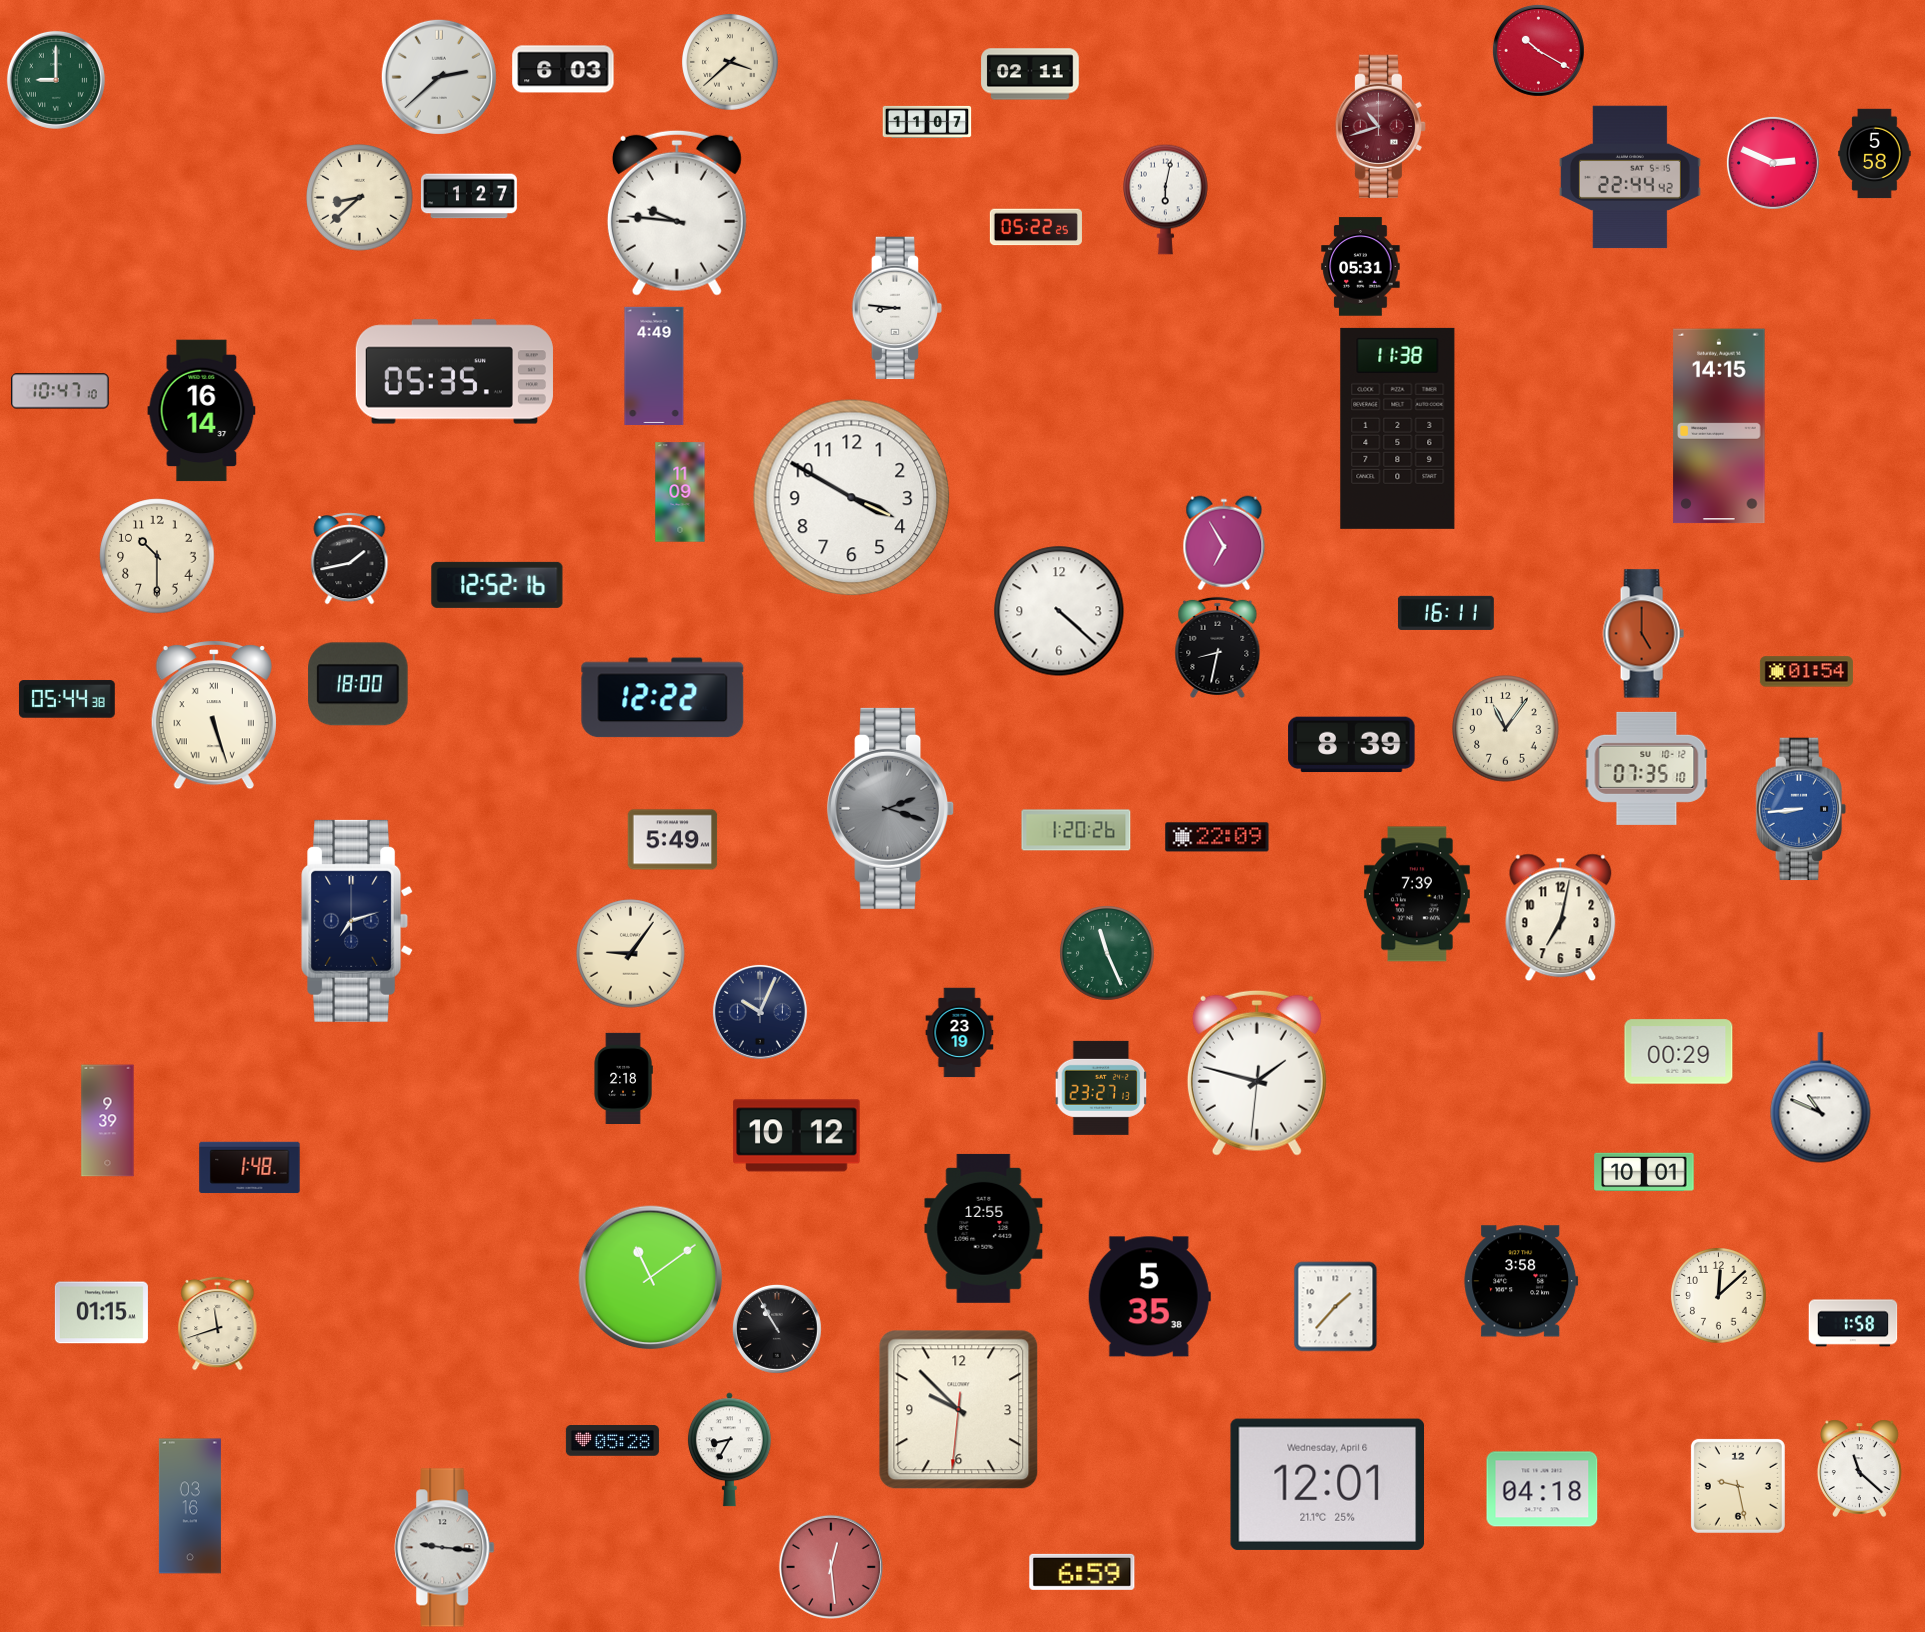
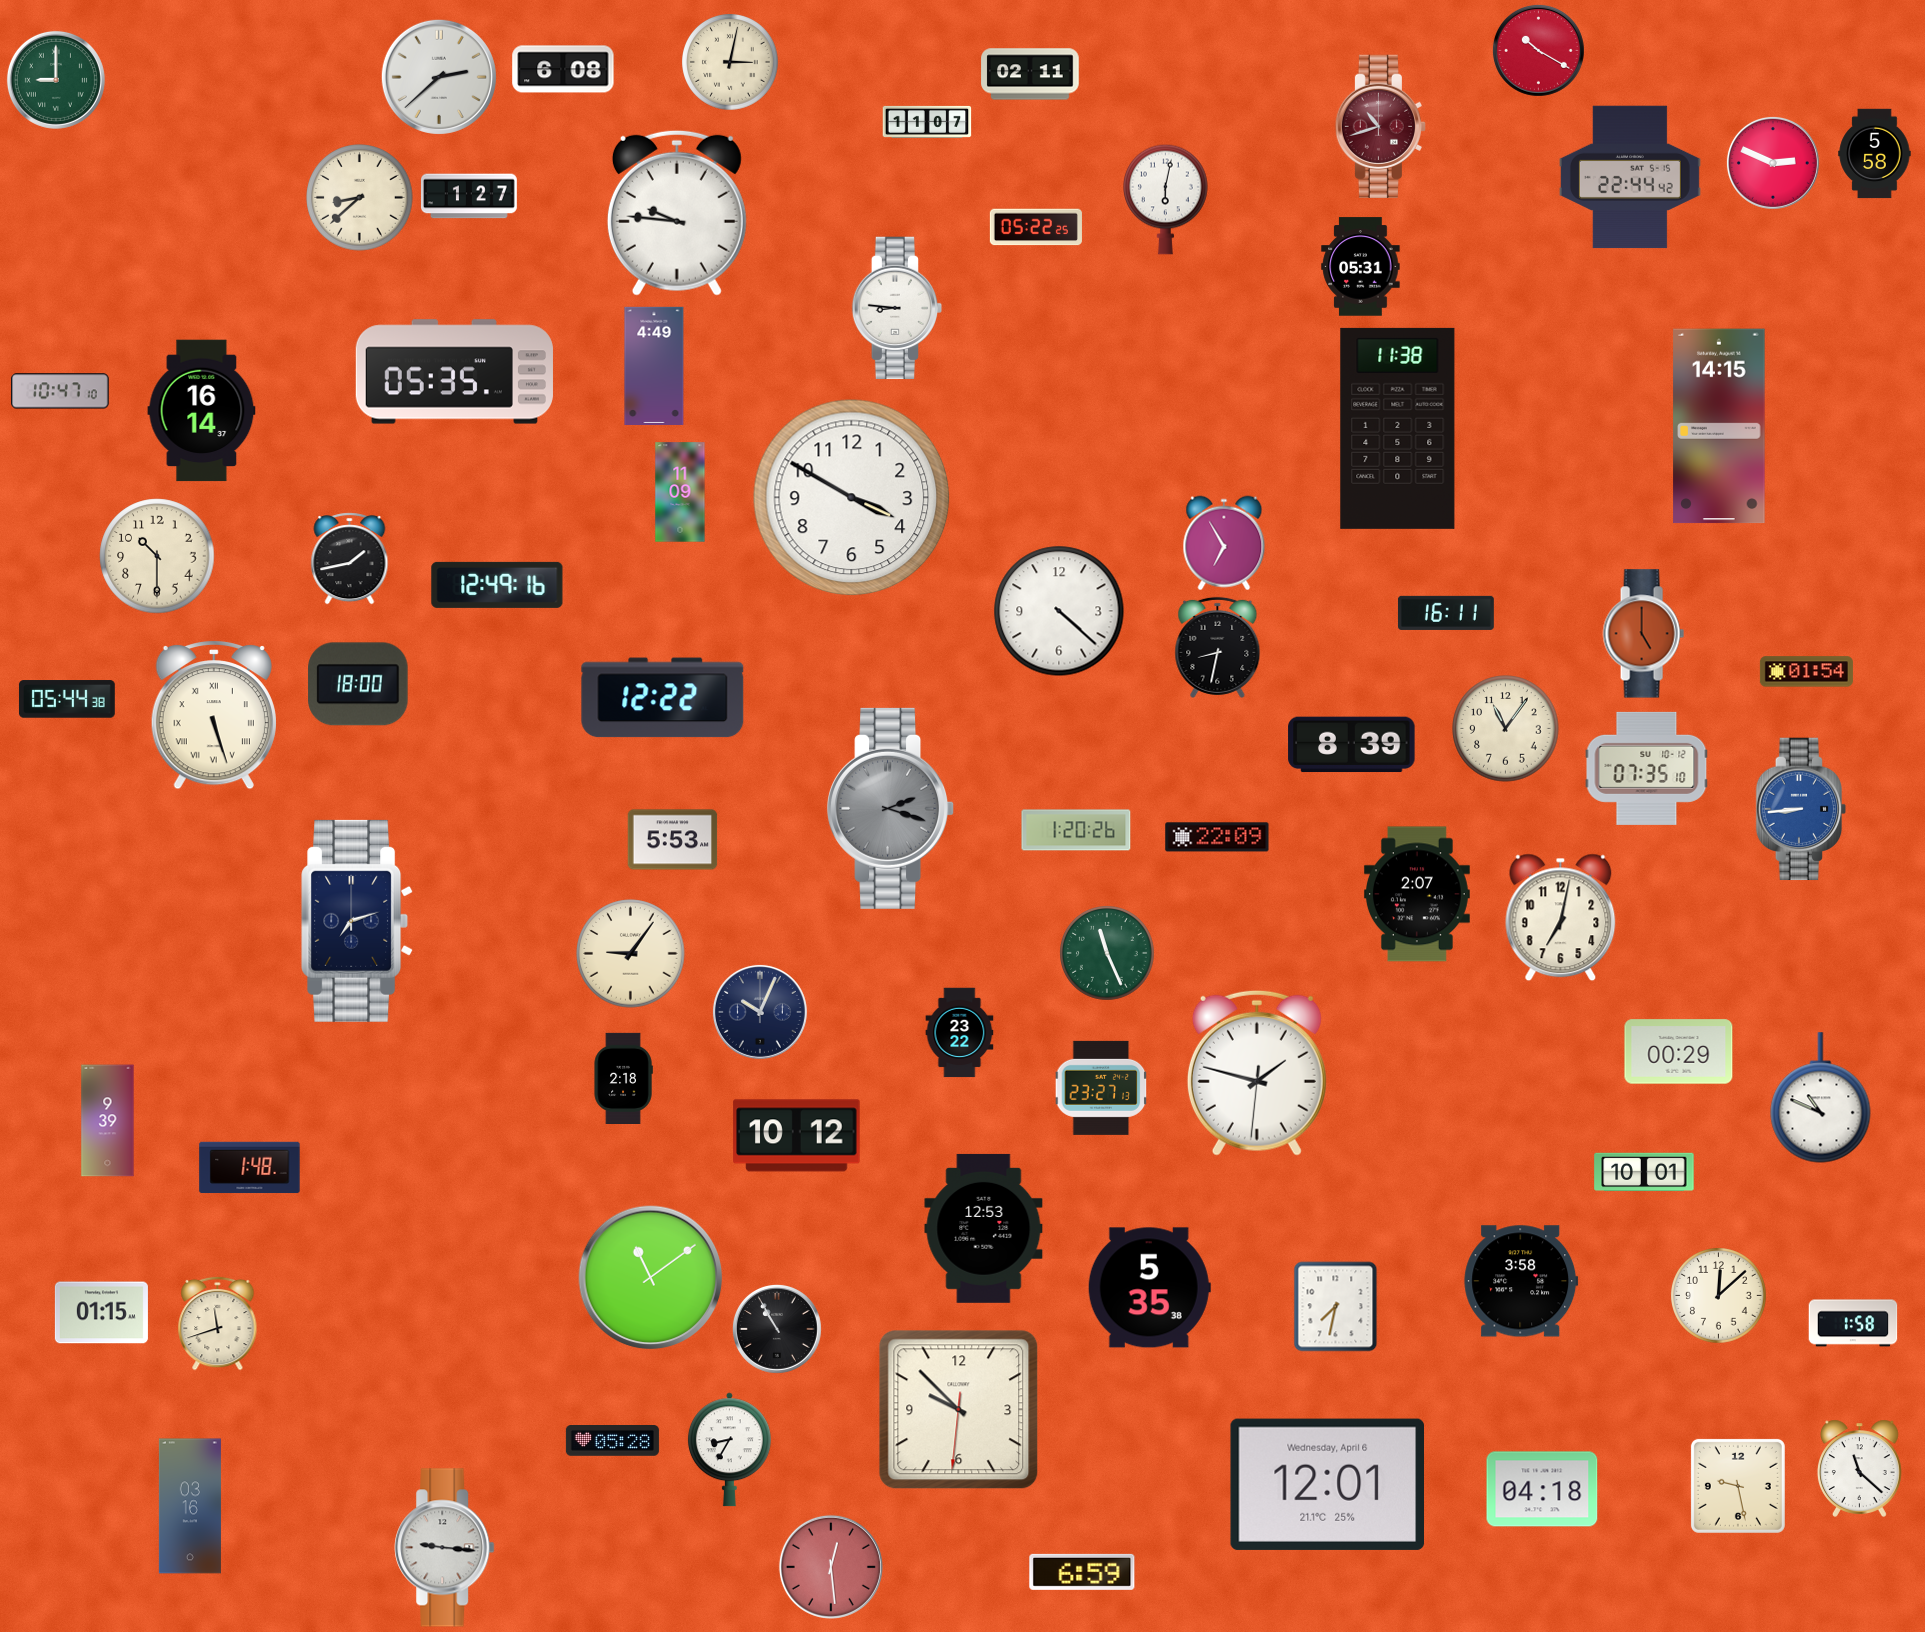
clock at (731, 63): 3:38 -> 3:02
clock at (563, 69): 6:03 -> 6:08
clock at (497, 585): 12:52 -> 12:49
clock at (673, 840): 5:49 -> 5:53
clock at (1417, 894): 7:39 -> 2:07
clock at (960, 1033): 23:19 -> 23:22
clock at (984, 1228): 12:55 -> 12:53
clock at (1149, 1297) position: (1149, 1297) -> (1149, 1288)
clock at (1336, 1307): 1:37 -> 7:32
